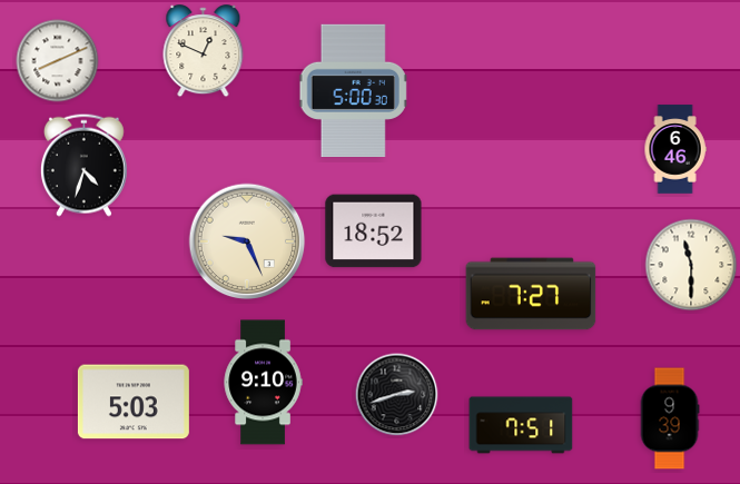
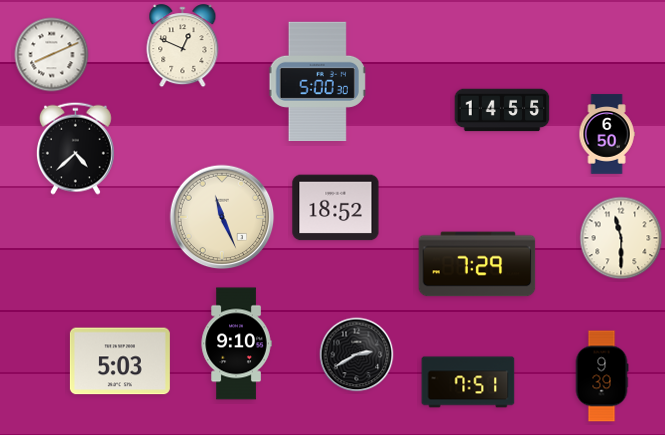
clock at (502, 110): none -> 14:55
clock at (675, 149): 6:46 -> 6:50
clock at (83, 165): 4:33 -> 4:38
clock at (247, 241): 9:26 -> 11:26
clock at (531, 294): 7:27 -> 7:29
clock at (397, 395): 2:42 -> 2:40
